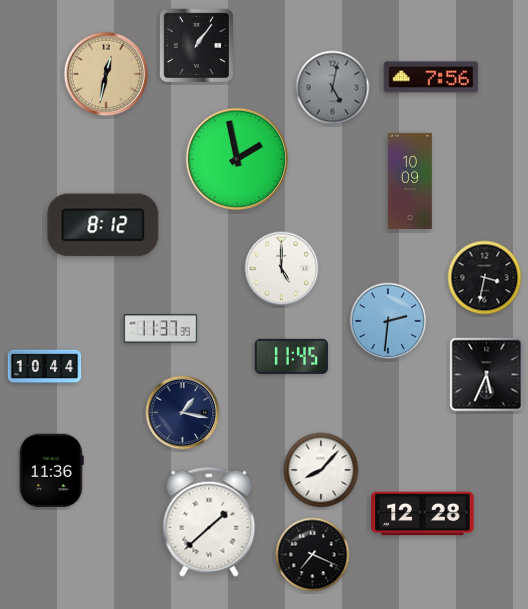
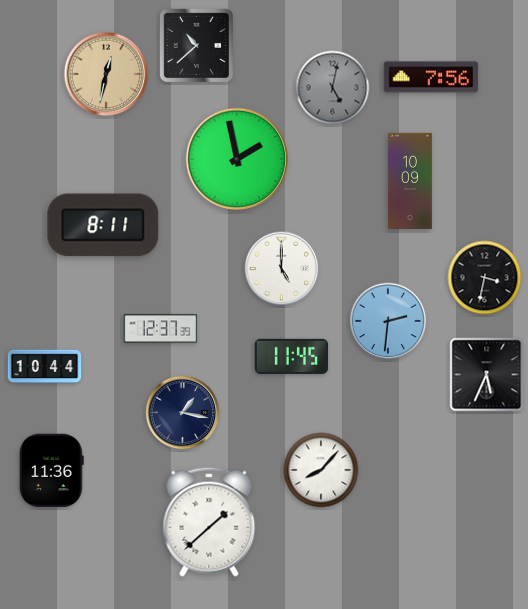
clock at (196, 45): 1:06 -> 10:38
clock at (103, 225): 8:12 -> 8:11
clock at (161, 329): 11:37 -> 12:37
clock at (423, 514): 12:28 -> none
clock at (313, 555): 7:19 -> none
